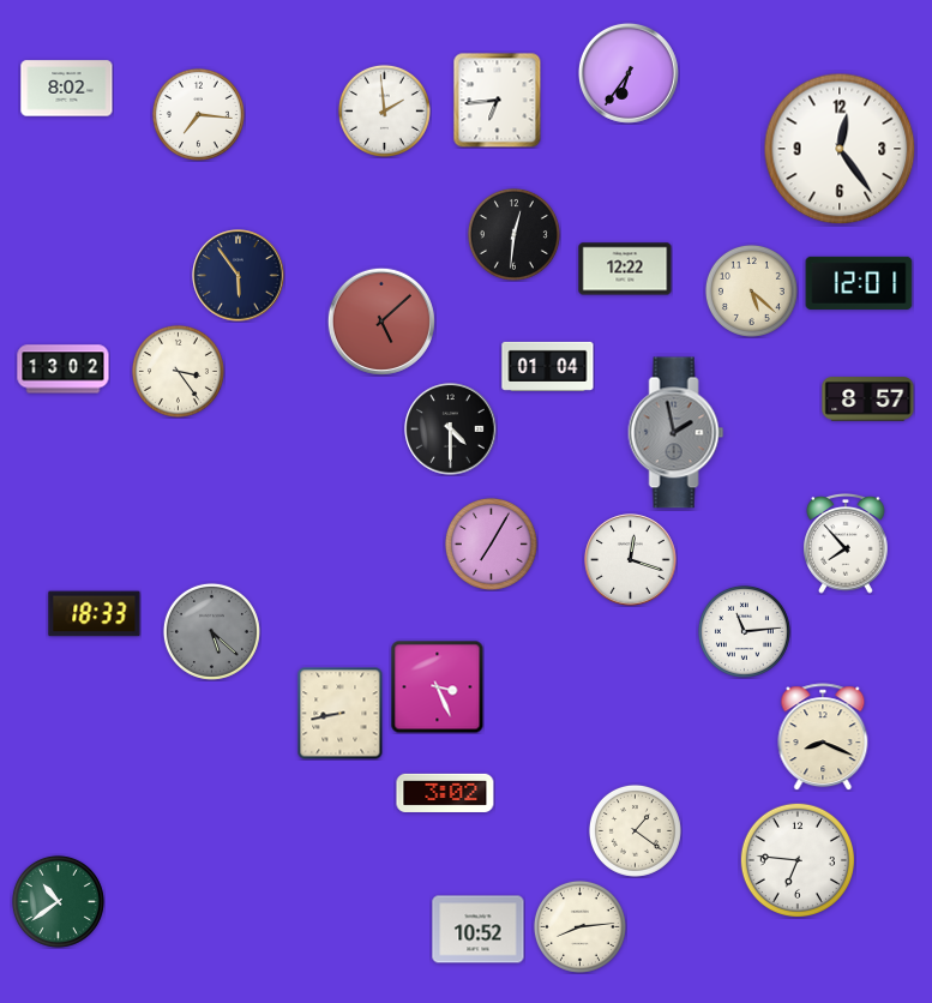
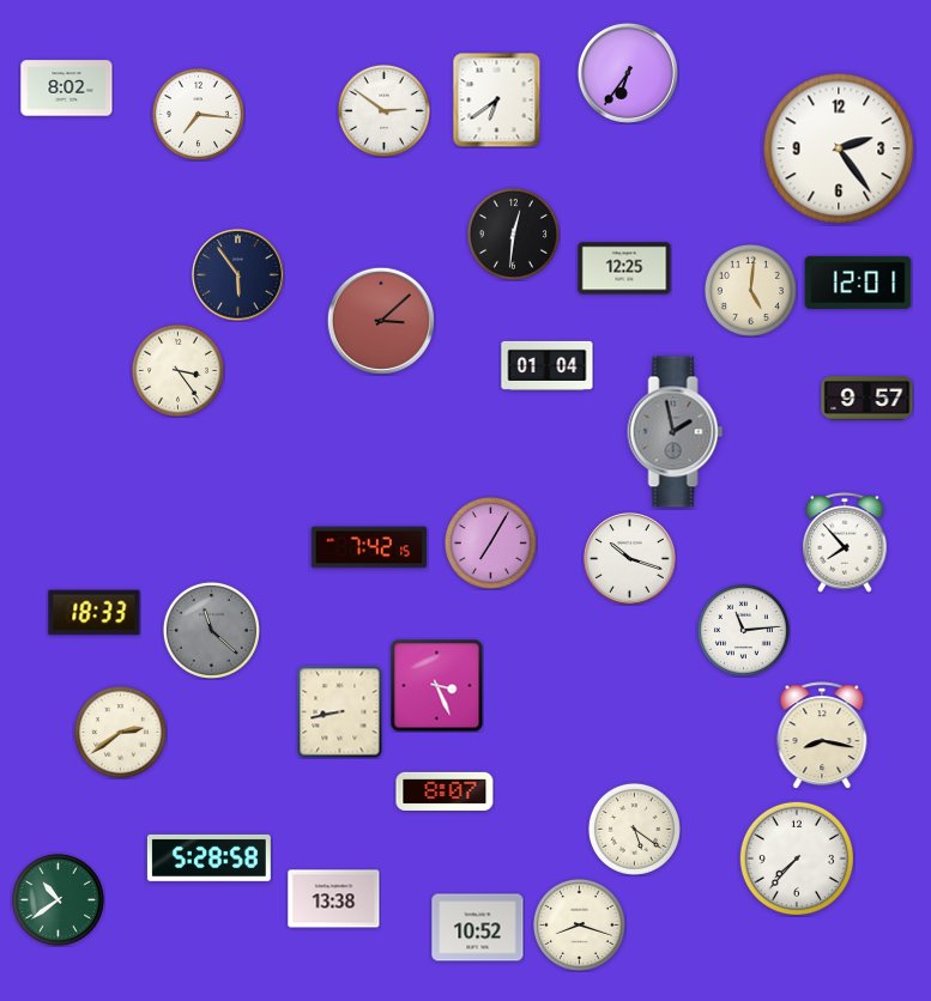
clock at (498, 100): 6:44 -> 6:39
clock at (384, 110): 1:59 -> 2:51
clock at (840, 149): 12:24 -> 2:24
clock at (625, 269): 12:22 -> 12:25
clock at (751, 290): 5:22 -> 5:01
clock at (381, 322): 5:08 -> 3:08
clock at (64, 370): 13:02 -> none
clock at (868, 400): 8:57 -> 9:57
clock at (451, 430): 4:30 -> none
clock at (369, 547): none -> 7:42
clock at (631, 560): 12:18 -> 10:18
clock at (211, 631): 5:22 -> 11:22
clock at (120, 732): none -> 2:39
clock at (823, 737): 8:19 -> 8:17
clock at (445, 793): 3:02 -> 8:07
clock at (635, 830): 1:21 -> 5:21
clock at (208, 857): none -> 5:28
clock at (796, 859): 6:46 -> 7:37
clock at (334, 899): none -> 13:38
clock at (579, 926): 8:14 -> 8:18
